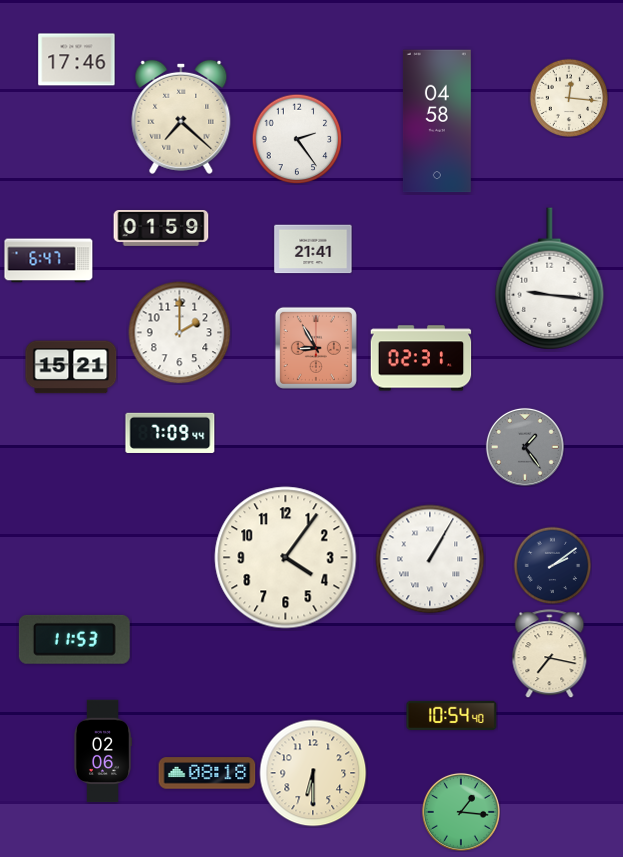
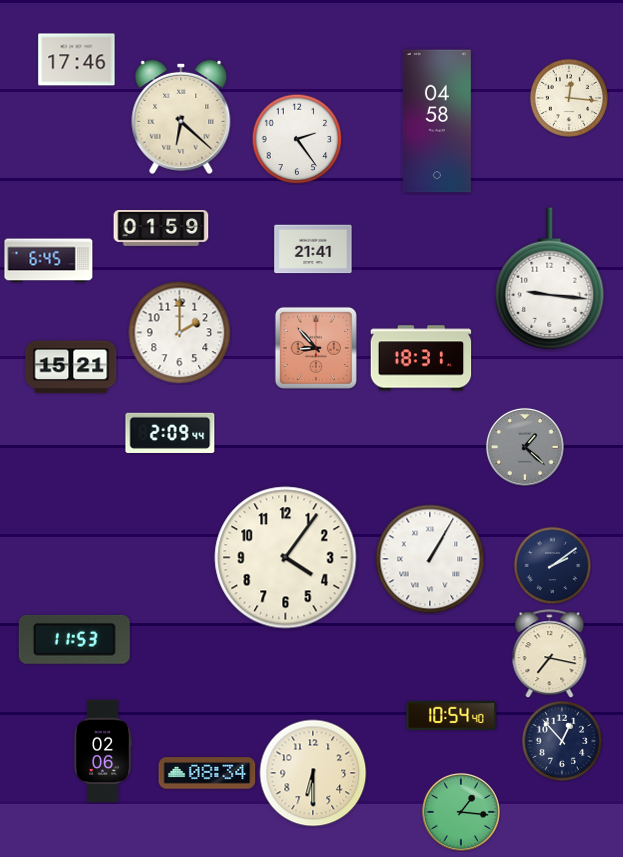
clock at (181, 117): 7:22 -> 6:22
clock at (49, 261): 6:47 -> 6:45
clock at (316, 348): 8:55 -> 8:53
clock at (421, 358): 02:31 -> 18:31
clock at (170, 433): 7:09 -> 2:09
clock at (525, 447): 1:24 -> 1:22
clock at (562, 741): none -> 12:53
clock at (207, 773): 08:18 -> 08:34
